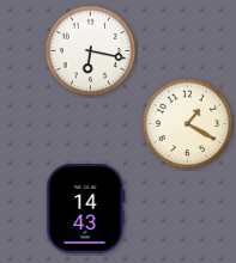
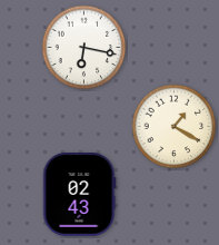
clock at (188, 124) position: (188, 124) -> (175, 127)
clock at (85, 209): 14:43 -> 02:43
